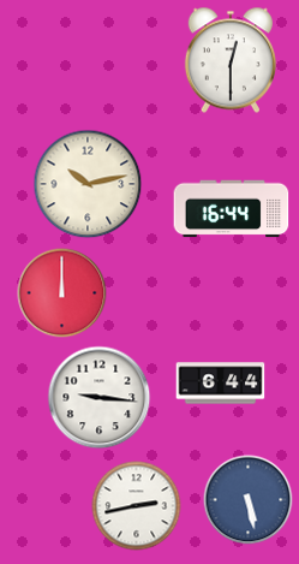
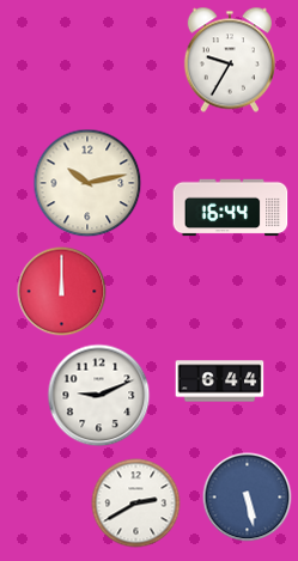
clock at (231, 60): 12:30 -> 9:35
clock at (100, 398): 9:16 -> 9:11
clock at (137, 506): 2:43 -> 2:40
